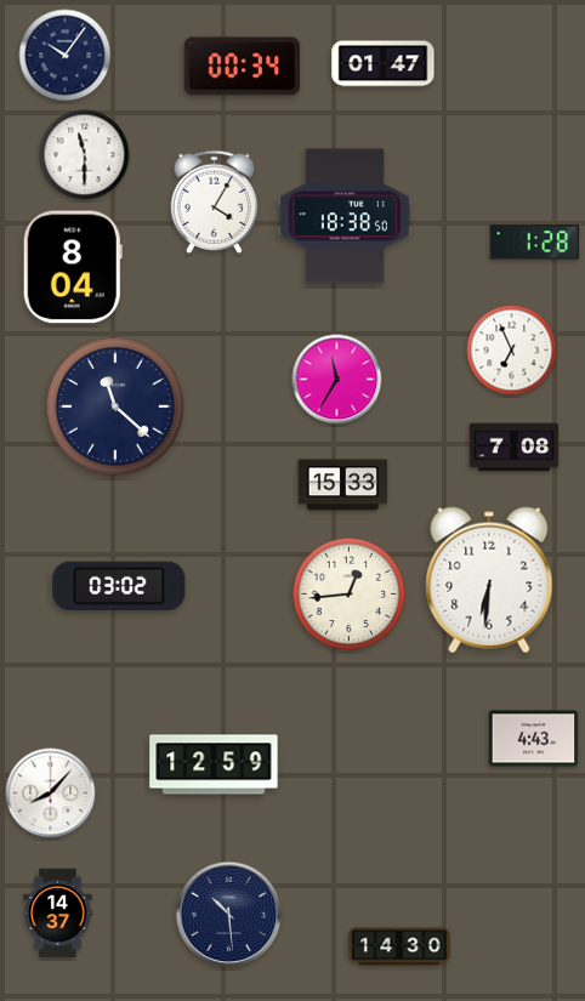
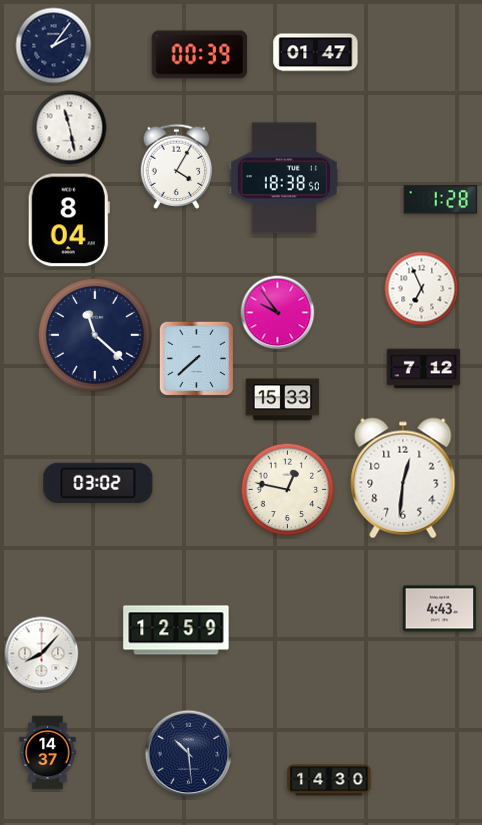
clock at (66, 56): 10:06 -> 2:06
clock at (243, 67): 00:34 -> 00:39
clock at (85, 155): 11:30 -> 11:28
clock at (73, 267) position: (73, 267) -> (69, 220)
clock at (337, 380): 11:35 -> 9:54
clock at (197, 359): none -> 7:38
clock at (515, 448): 7:08 -> 7:12
clock at (489, 580): 6:31 -> 12:31
clock at (350, 595): 12:44 -> 12:47
